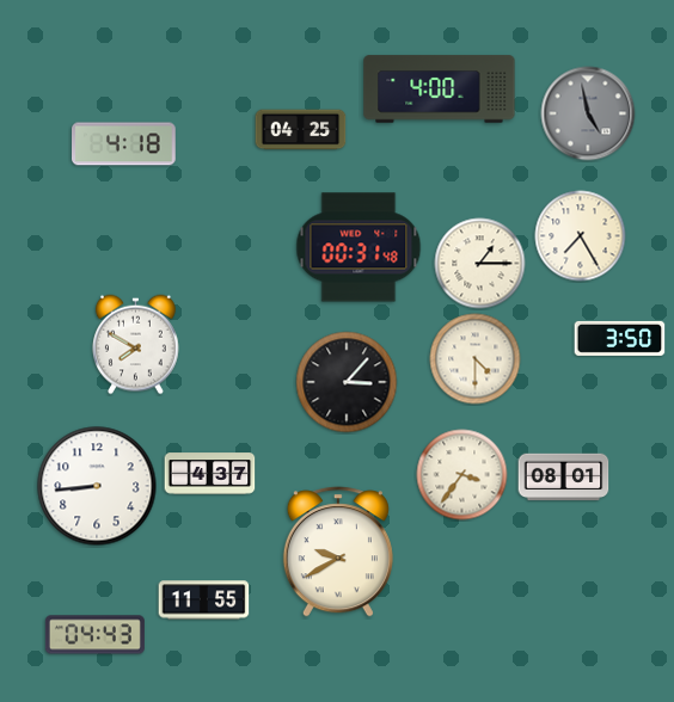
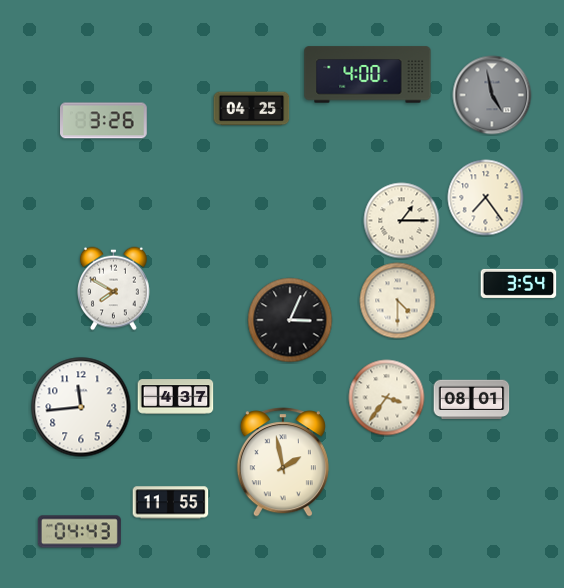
clock at (124, 144): 4:18 -> 3:26
clock at (581, 236): 7:25 -> 7:24
clock at (359, 247): 00:31 -> none
clock at (620, 338): 3:50 -> 3:54
clock at (347, 382): 3:07 -> 3:04
clock at (97, 486): 8:44 -> 11:44
clock at (338, 552): 9:40 -> 1:58
